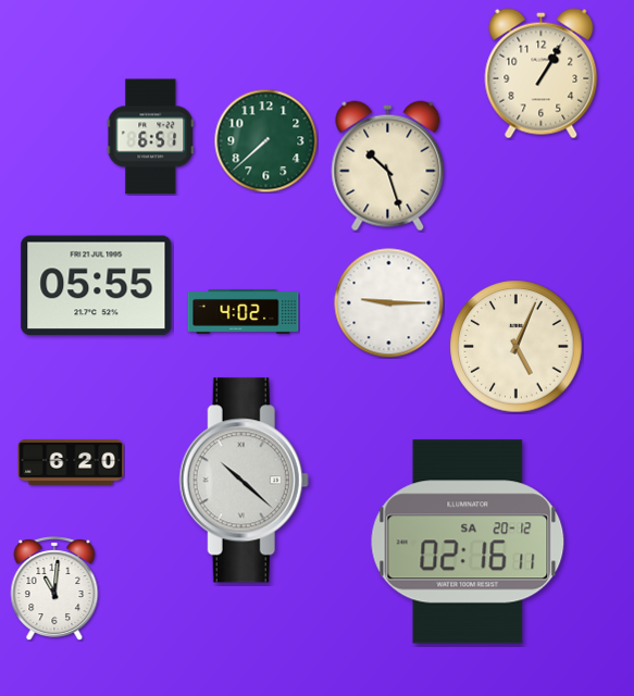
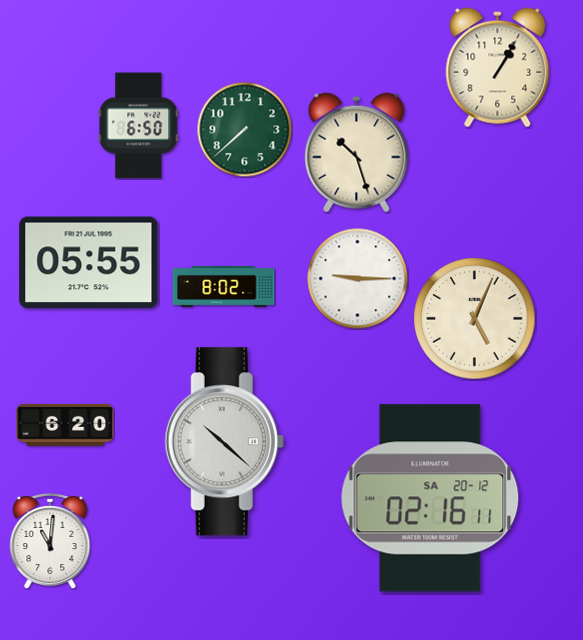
clock at (150, 137): 6:51 -> 6:50
clock at (244, 311): 4:02 -> 8:02
